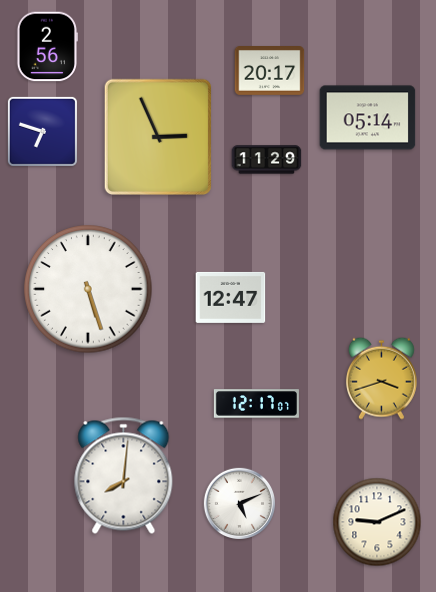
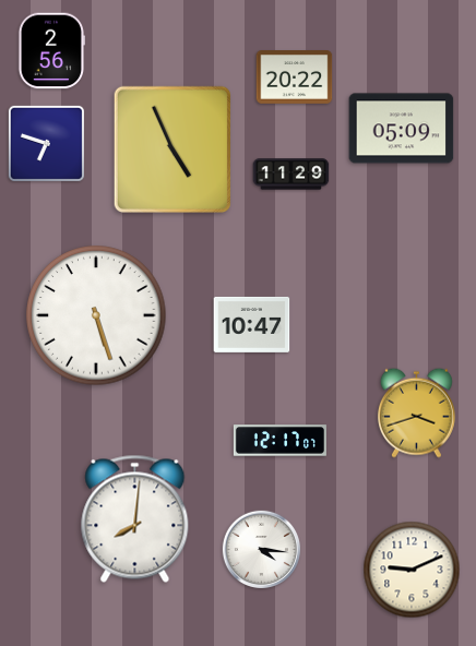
clock at (270, 71): 20:17 -> 20:22
clock at (368, 118): 05:14 -> 05:09
clock at (158, 137): 2:56 -> 4:56
clock at (231, 297): 12:47 -> 10:47
clock at (240, 504): 5:11 -> 4:16
